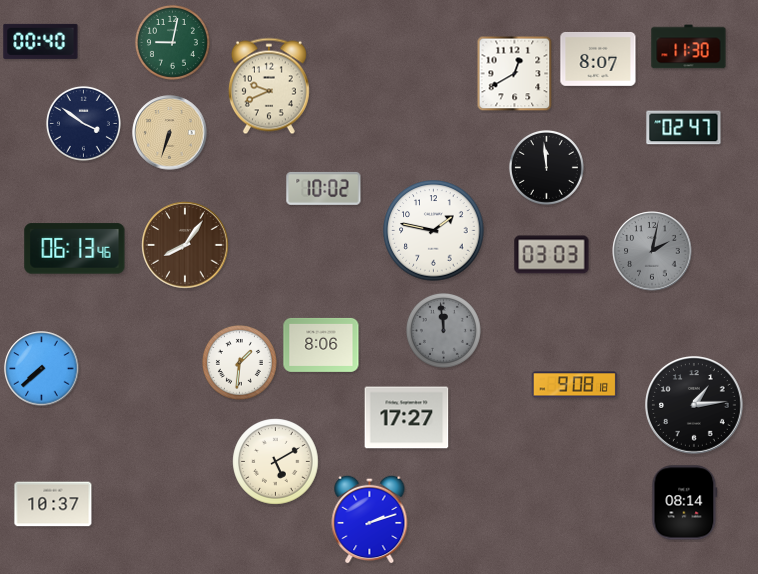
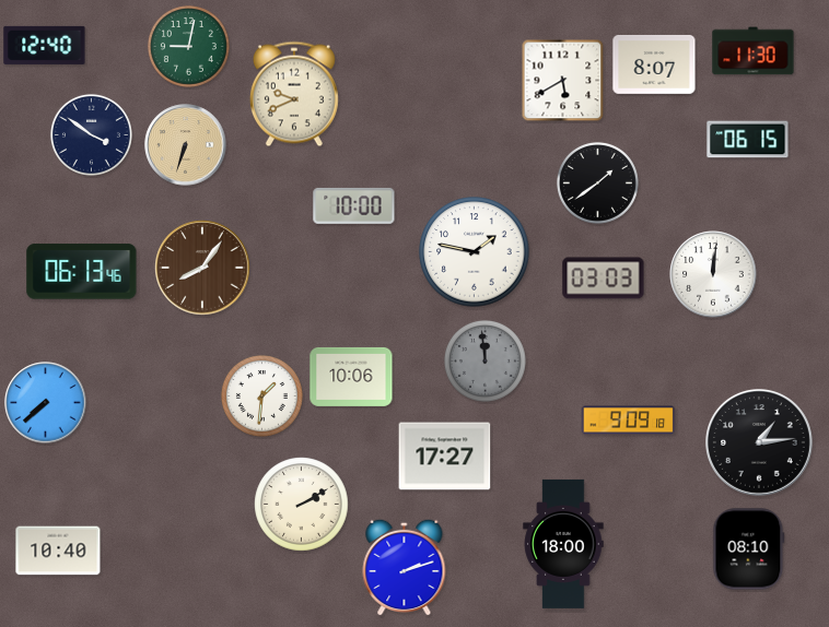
clock at (41, 41): 00:40 -> 12:40
clock at (515, 74): 12:40 -> 5:40
clock at (684, 128): 02:47 -> 06:15
clock at (546, 167): 11:59 -> 1:39
clock at (324, 188): 10:02 -> 10:00
clock at (652, 251): 2:02 -> 12:01
clock at (652, 251) dial: grey -> white
clock at (321, 345): 8:06 -> 10:06
clock at (575, 385): 9:08 -> 9:09
clock at (276, 462): 5:10 -> 2:10
clock at (563, 544): none -> 18:00
clock at (685, 503): 08:14 -> 08:10
clock at (53, 504): 10:37 -> 10:40
